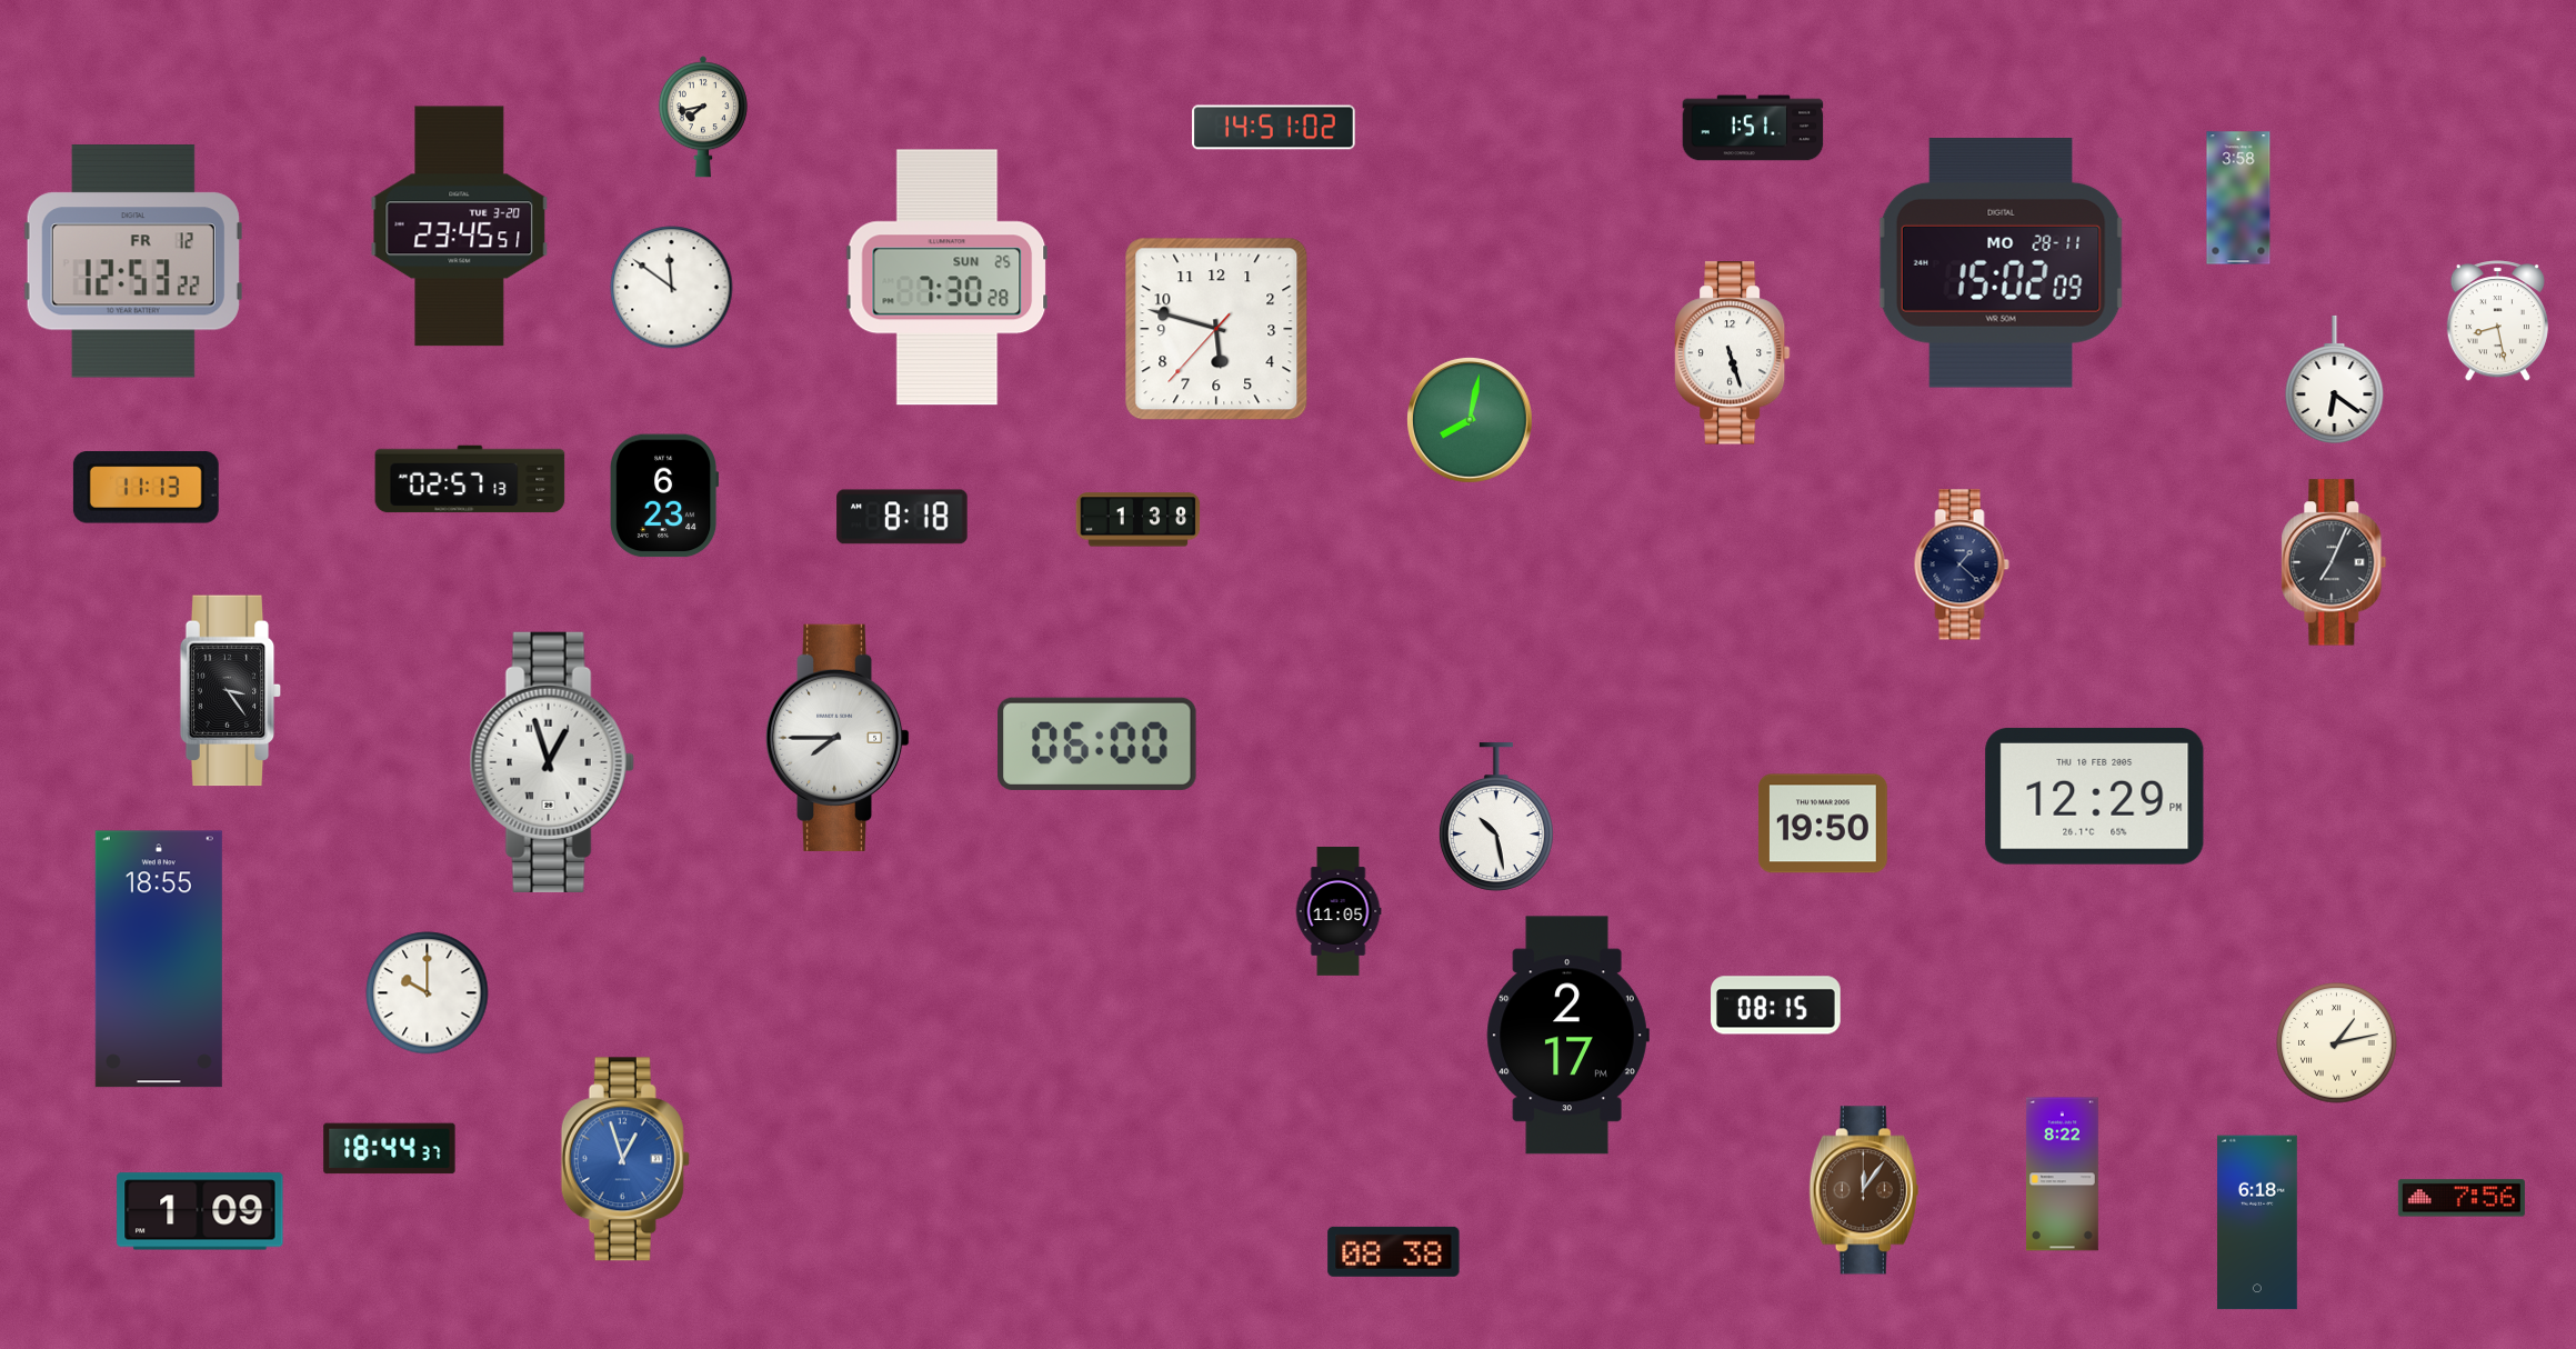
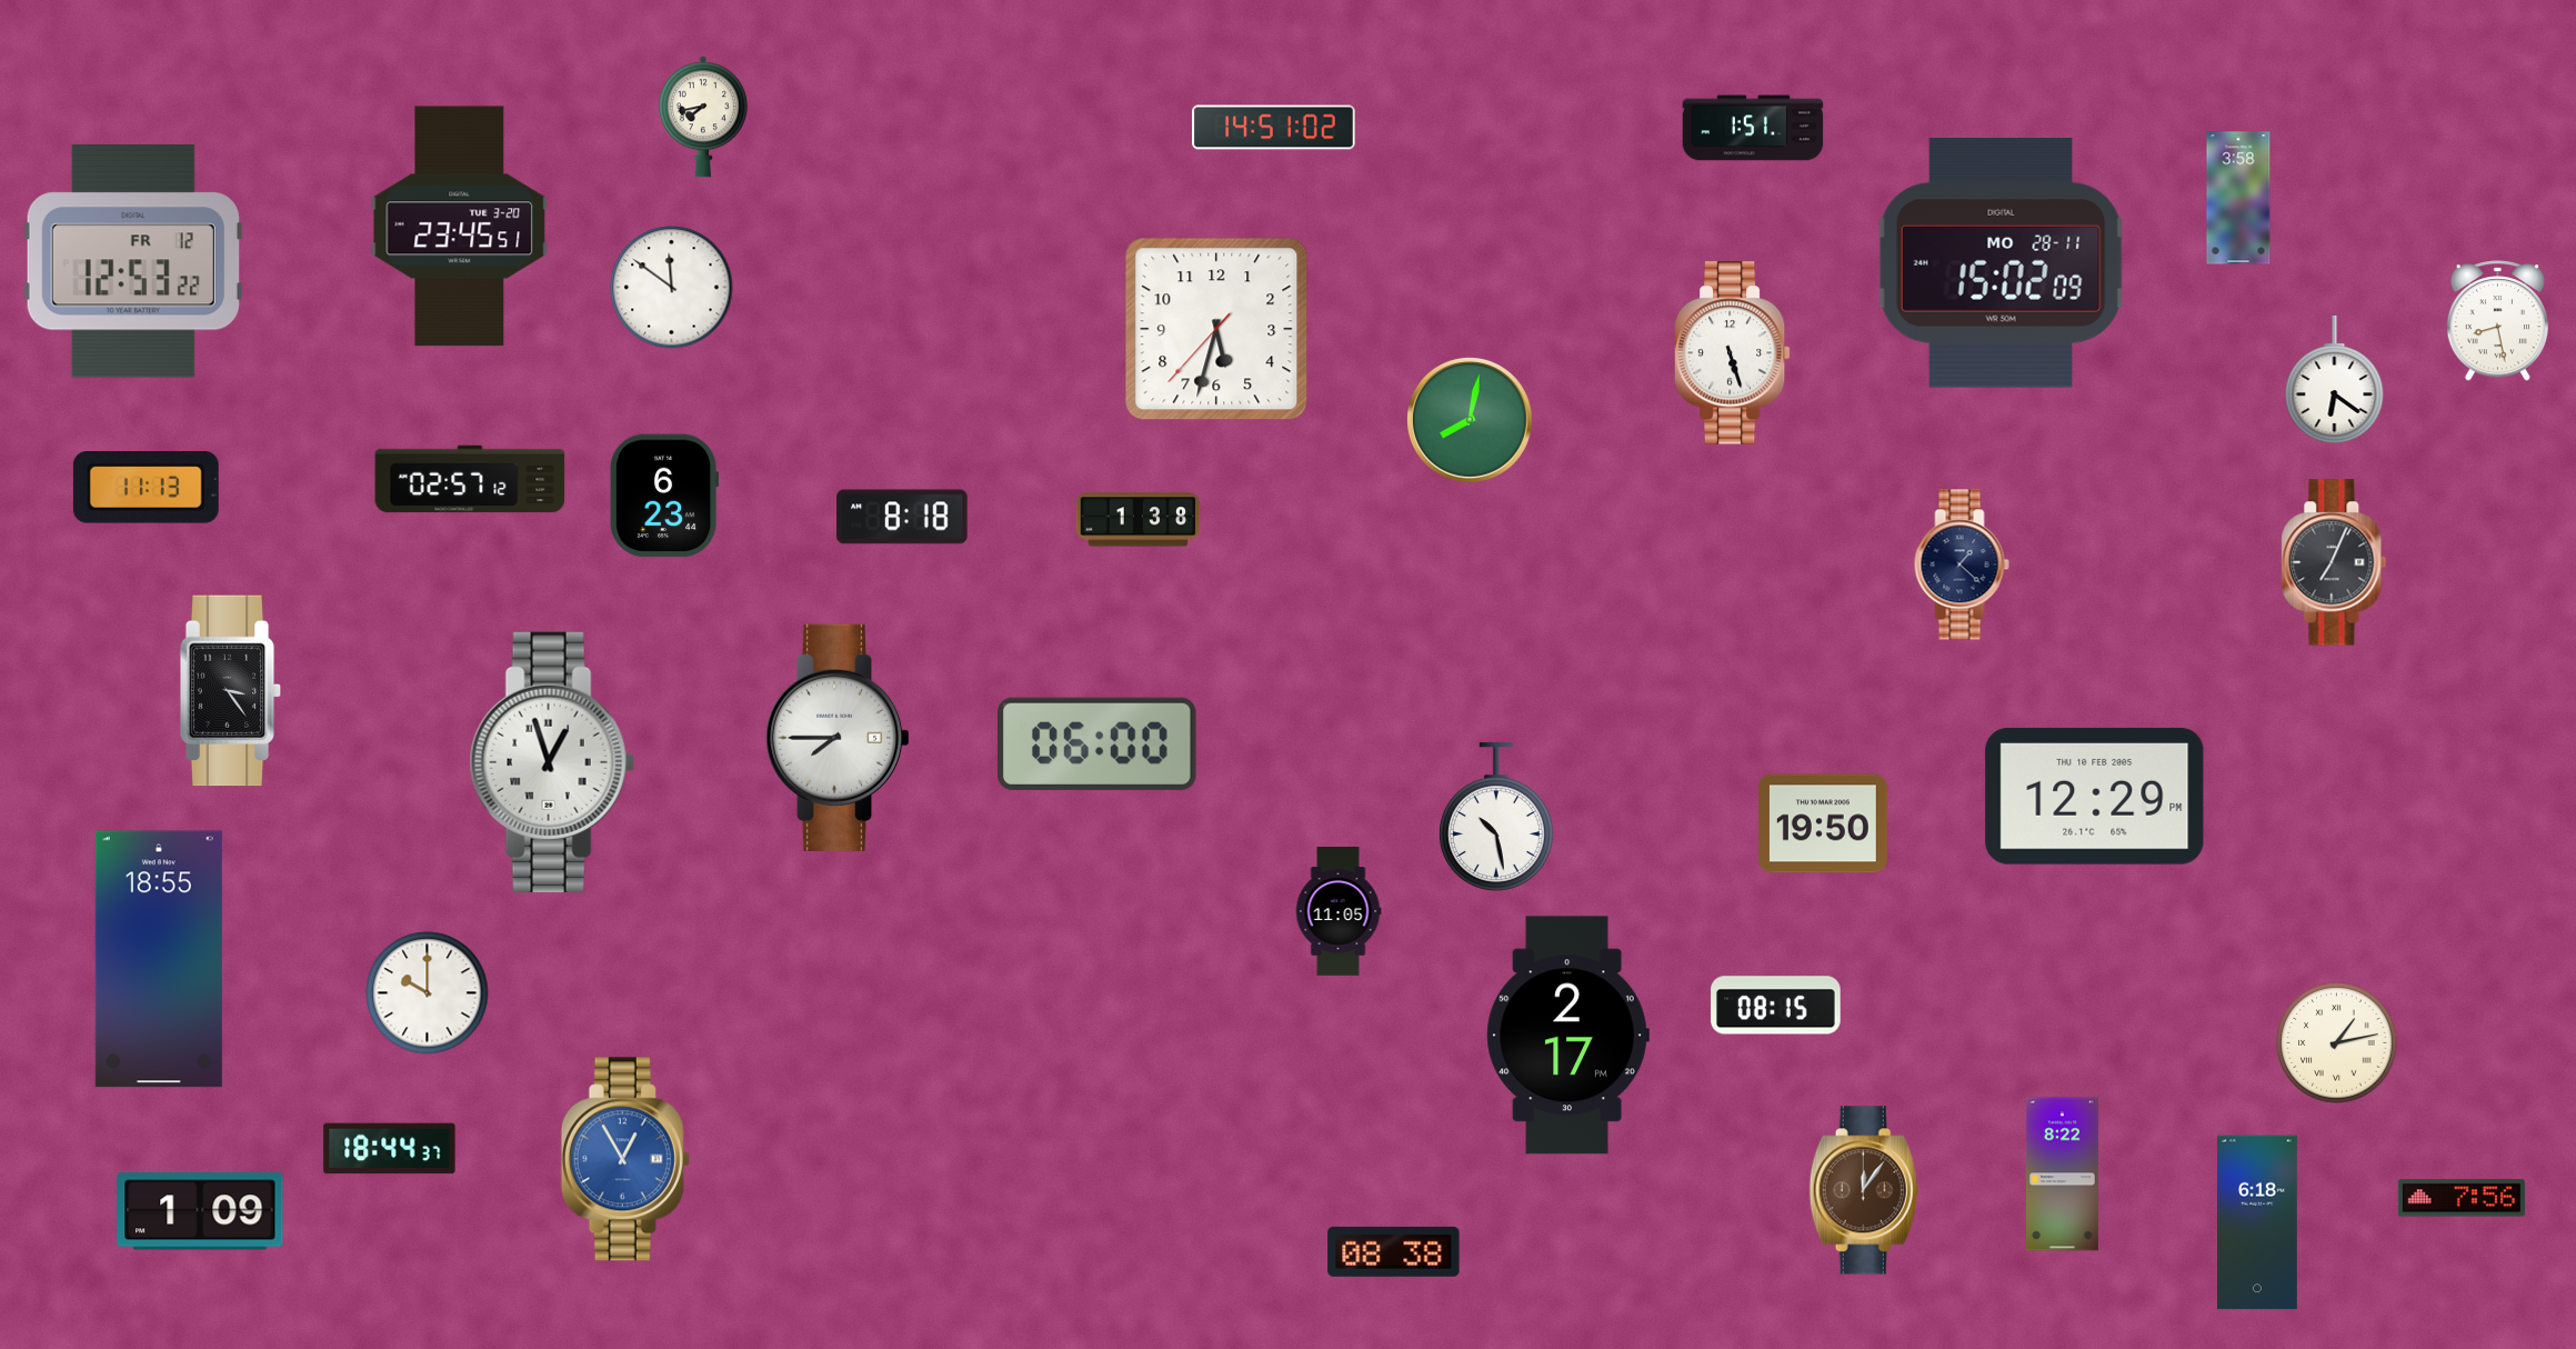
clock at (948, 278): 7:30 -> none
clock at (1216, 329): 5:47 -> 5:32
clock at (470, 479): 02:57:13 -> 02:57:12
clock at (625, 1159): 12:57 -> 12:55
